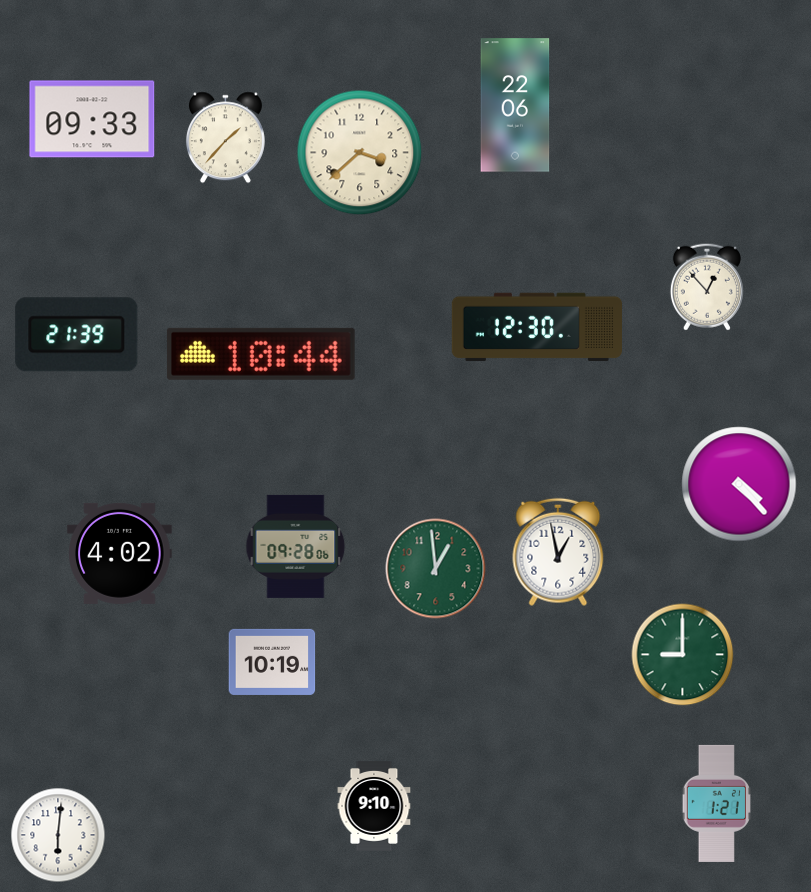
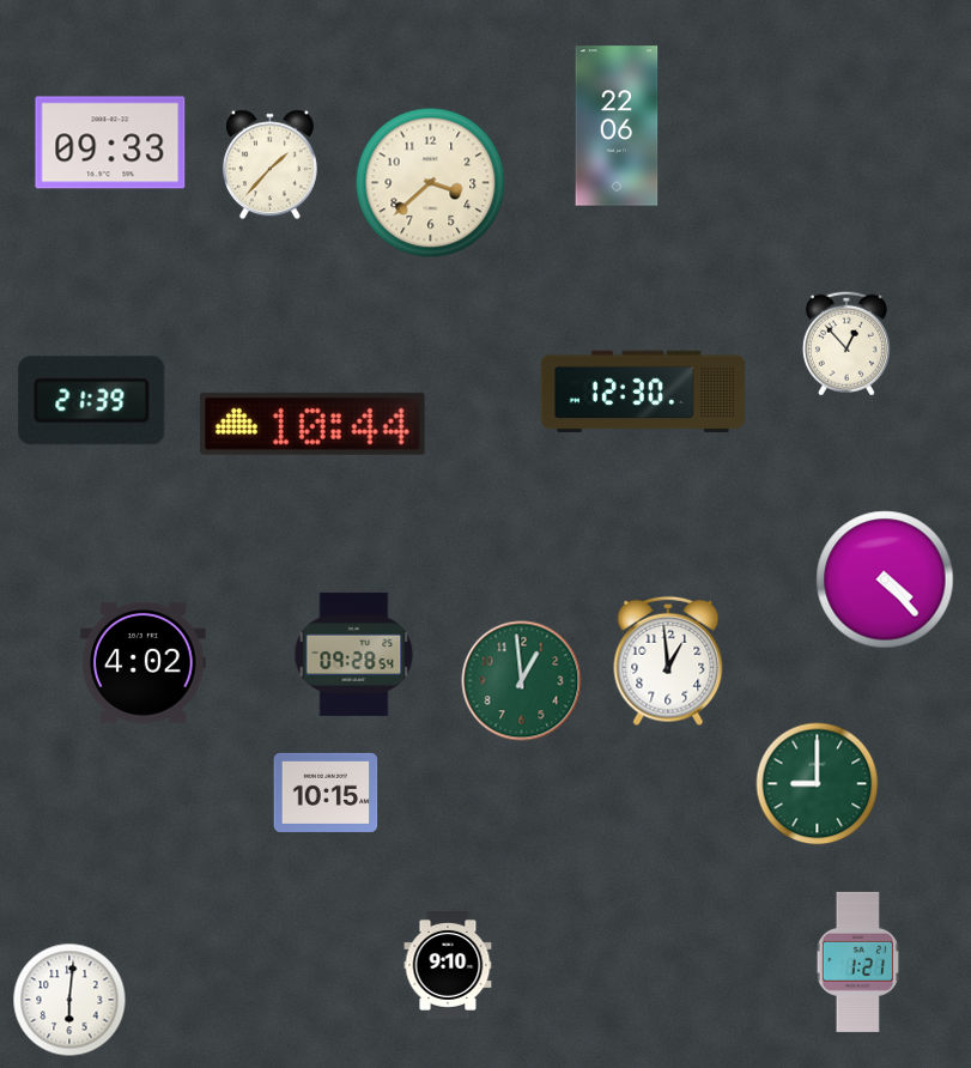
clock at (296, 546): 09:28:06 -> 09:28:54
clock at (558, 552): 12:58 -> 12:59
clock at (272, 662): 10:19 -> 10:15
